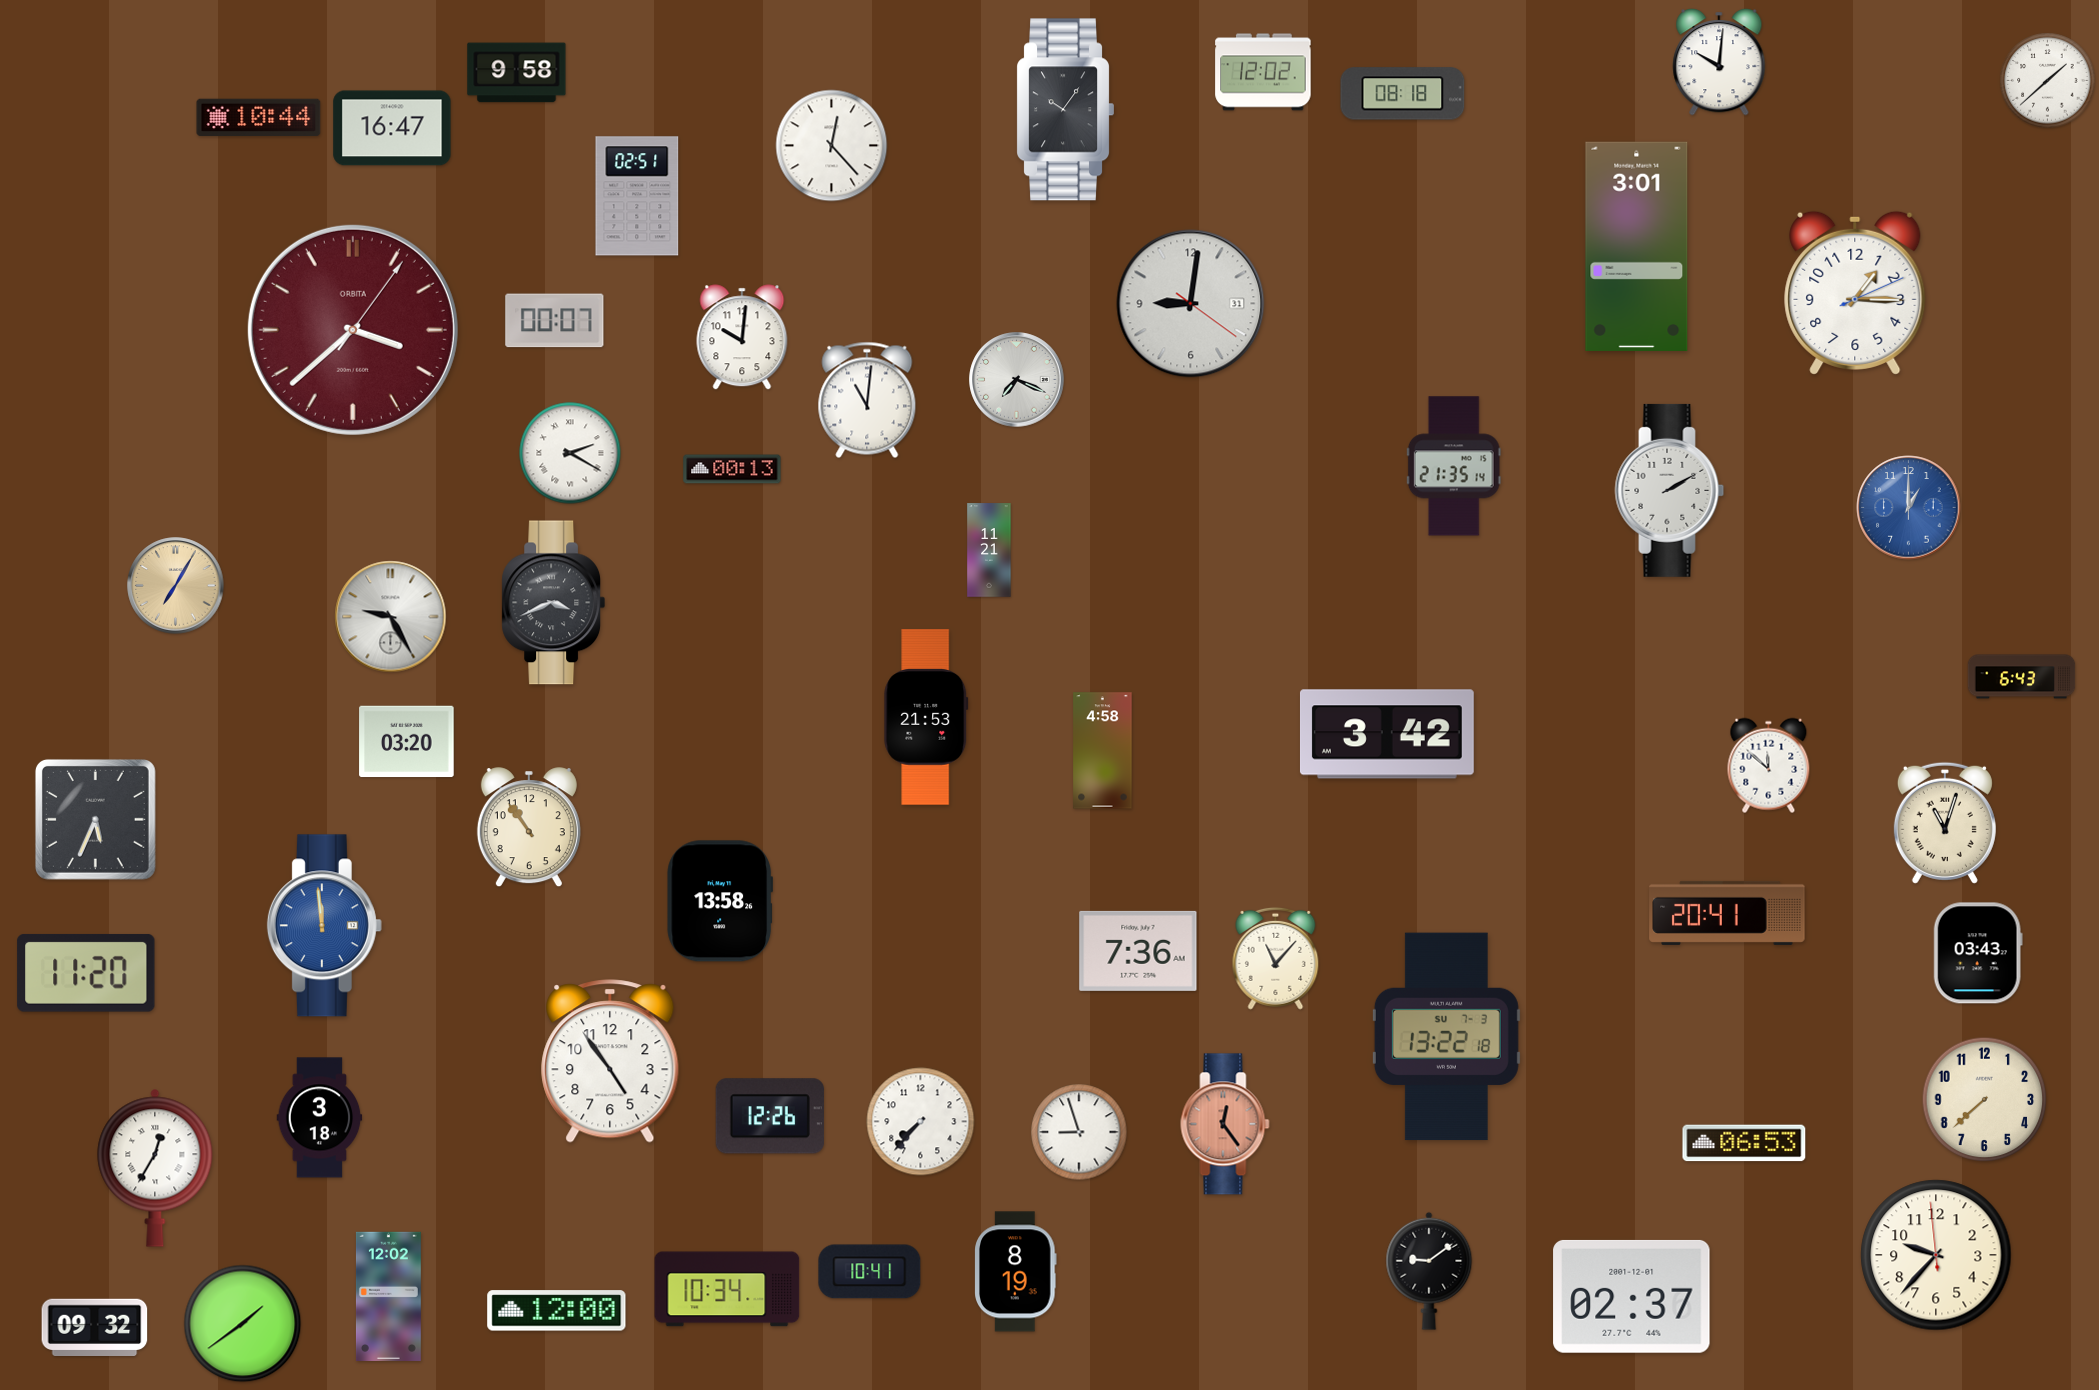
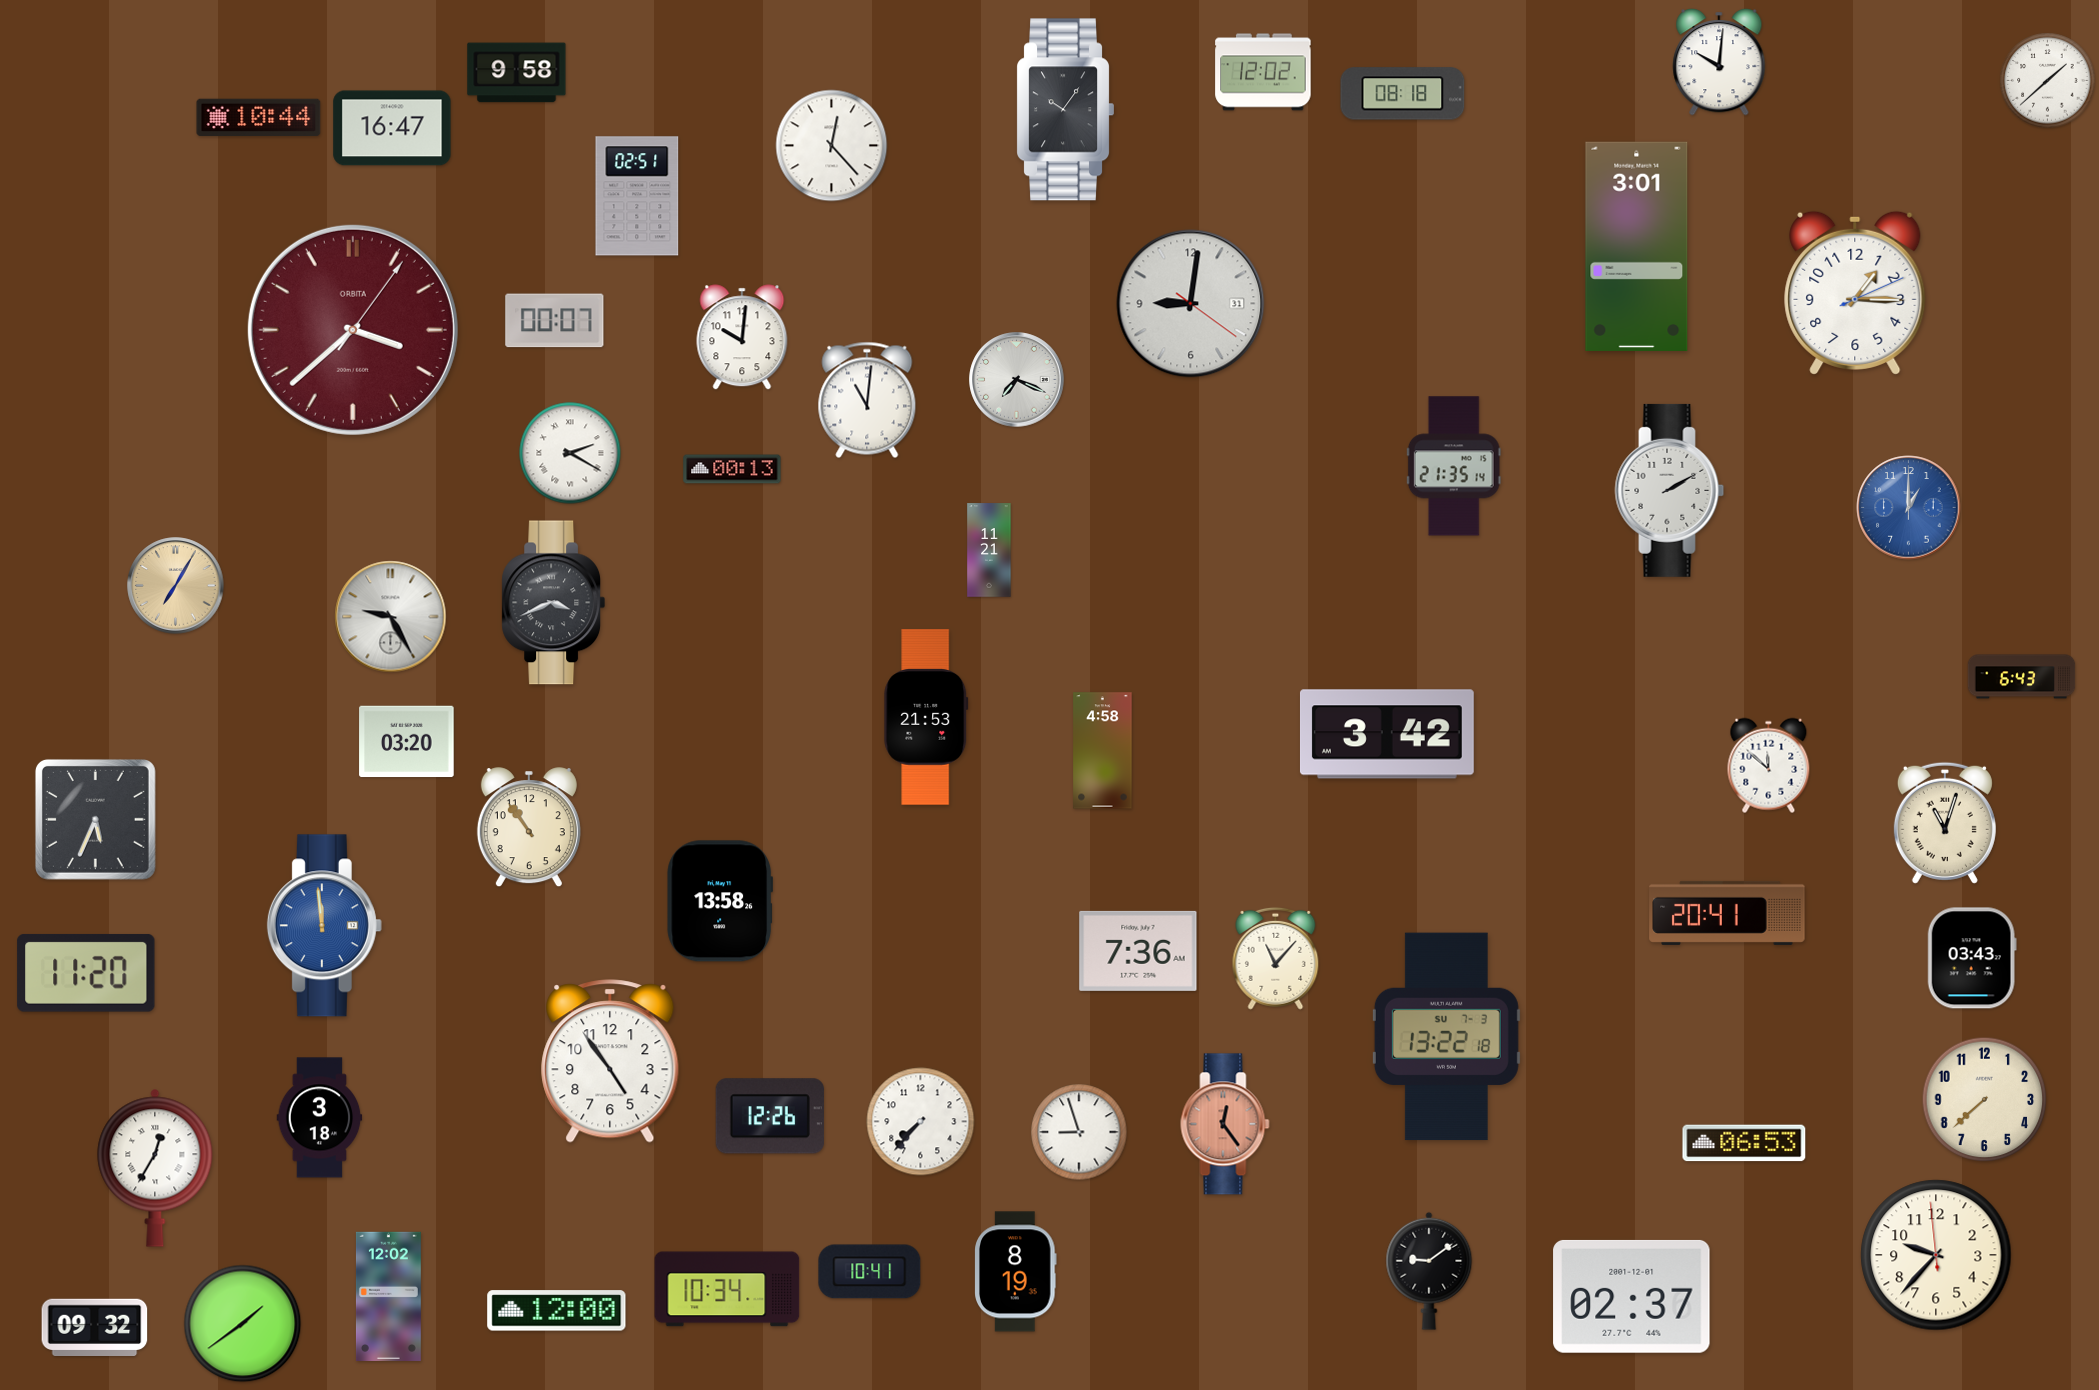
clock at (1978, 953) position: (1978, 953) -> (1972, 958)
